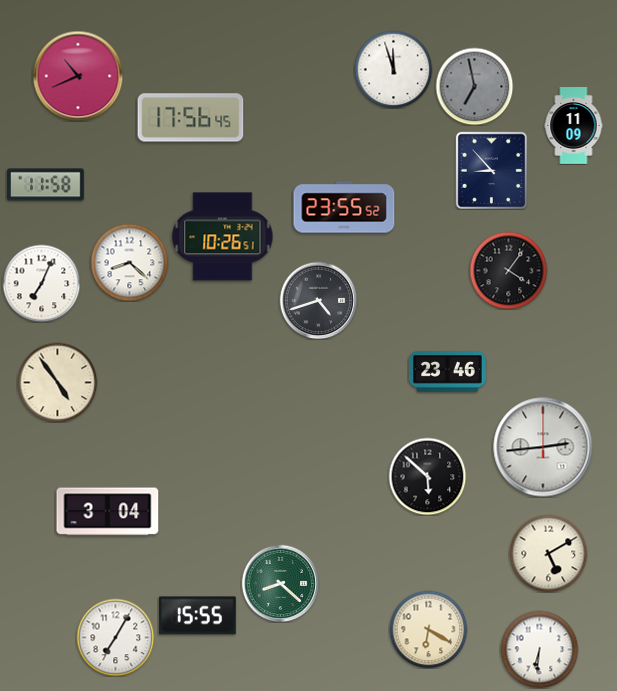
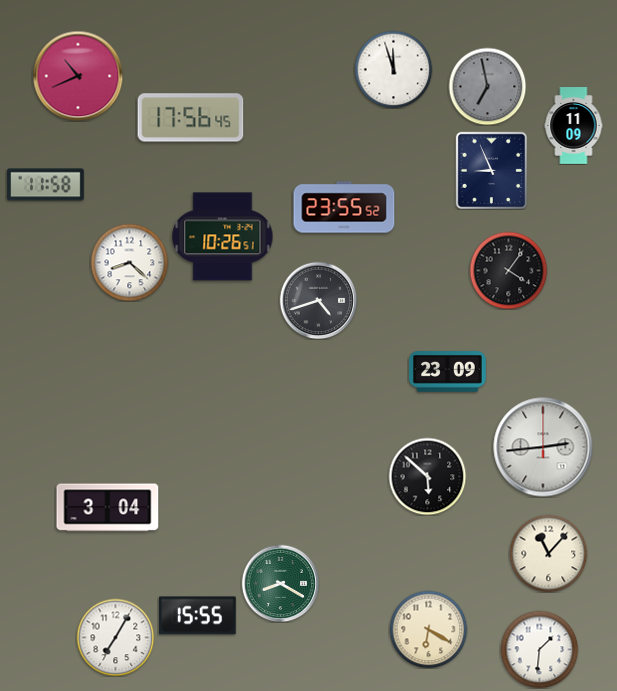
clock at (474, 86) position: (474, 86) -> (487, 86)
clock at (492, 170): 8:53 -> 8:56
clock at (41, 283): 7:04 -> none
clock at (448, 372): 23:46 -> 23:09
clock at (57, 382): 4:54 -> none
clock at (108, 512) position: (108, 512) -> (108, 508)
clock at (548, 553): 5:10 -> 11:07
clock at (280, 583): 8:22 -> 8:20
clock at (539, 649): 6:31 -> 1:31
